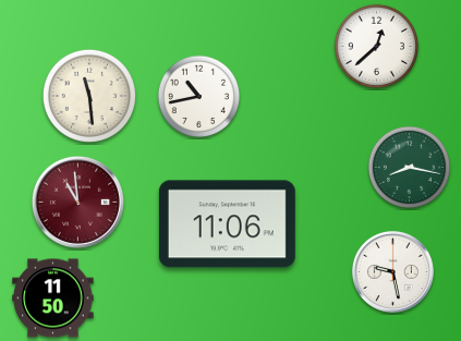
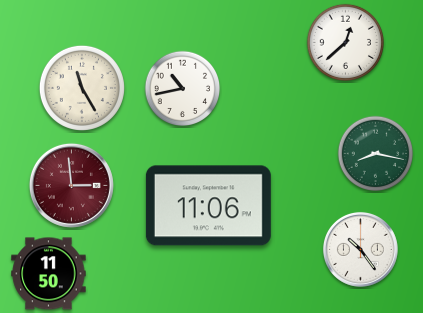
clock at (89, 96): 11:29 -> 11:25
clock at (77, 202): 10:59 -> 2:59
clock at (392, 271): 9:28 -> 10:24
